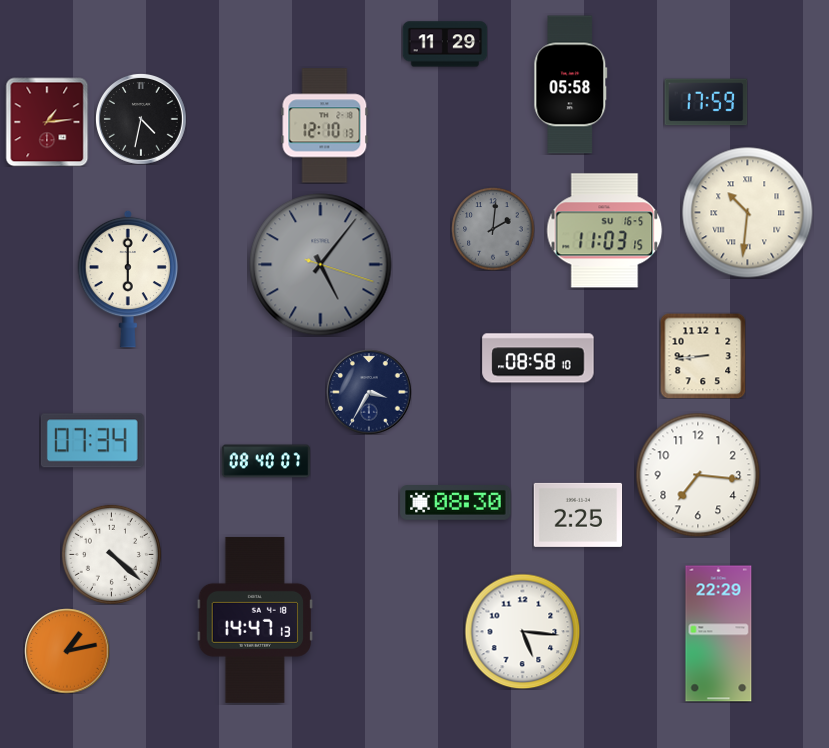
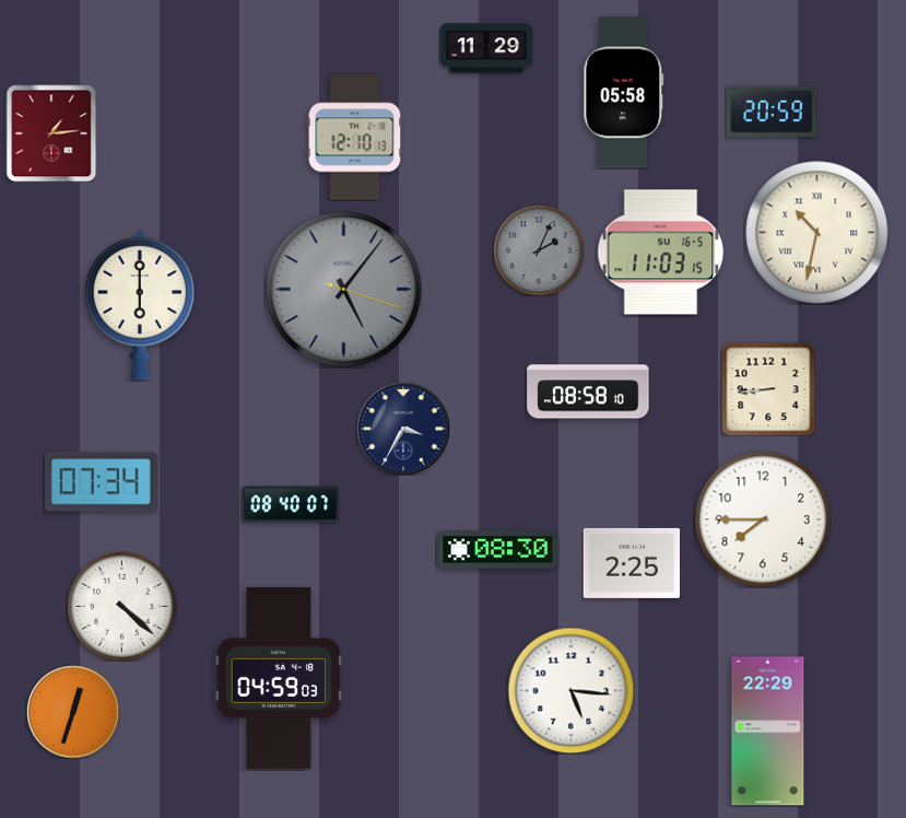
clock at (706, 102): 17:59 -> 20:59
clock at (141, 119): 4:32 -> none
clock at (748, 213): 10:31 -> 10:32
clock at (493, 229): 2:01 -> 2:04
clock at (321, 265) position: (321, 265) -> (344, 290)
clock at (698, 475): 7:16 -> 7:45
clock at (255, 620): 14:47 -> 04:59
clock at (719, 634) position: (719, 634) -> (768, 732)
clock at (67, 651): 1:13 -> 12:33
